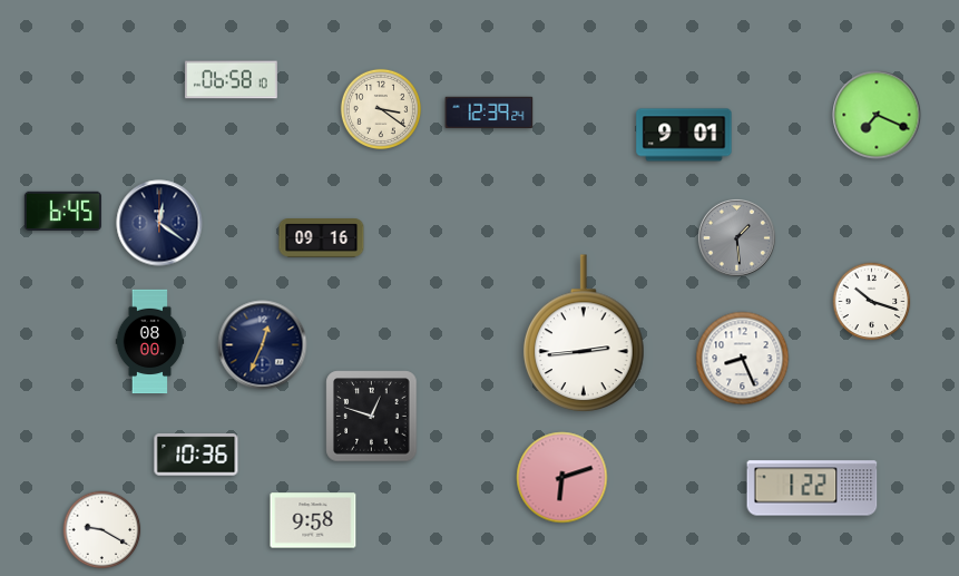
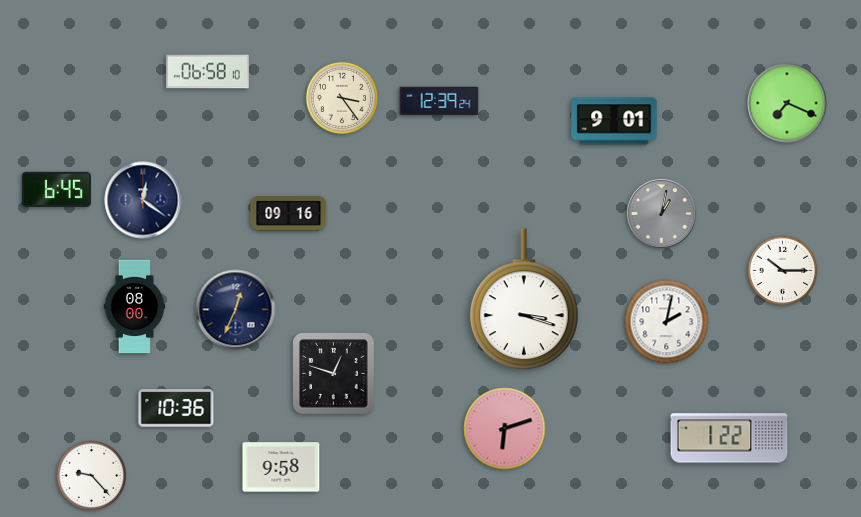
clock at (380, 108): 3:21 -> 3:24
clock at (736, 237): 1:29 -> 1:02
clock at (872, 302): 10:18 -> 10:15
clock at (584, 333): 2:44 -> 3:18
clock at (743, 359): 8:26 -> 2:02
clock at (102, 530): 9:20 -> 9:23
